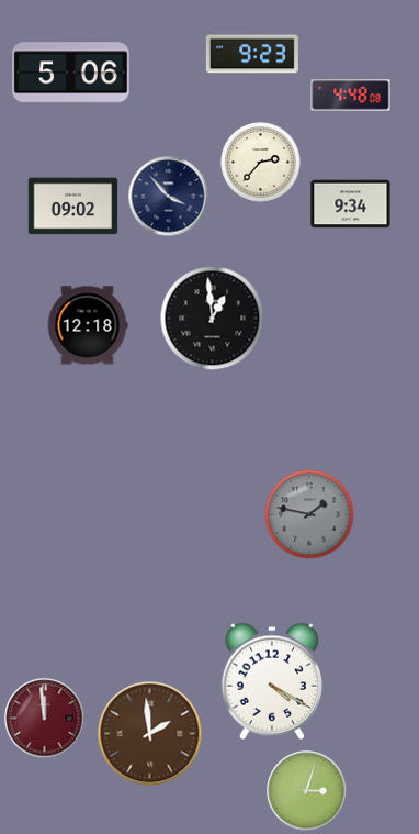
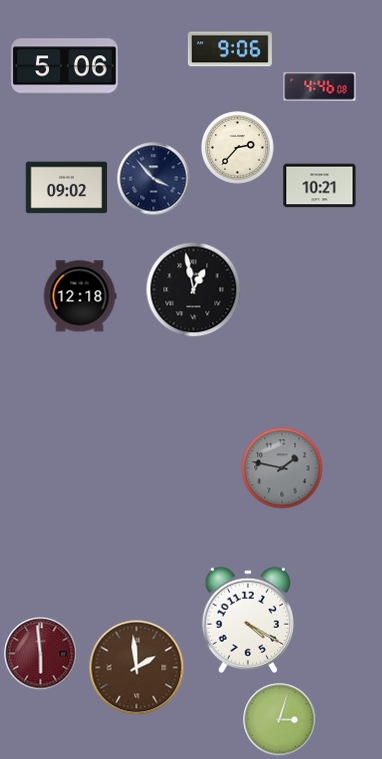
clock at (252, 54): 9:23 -> 9:06
clock at (351, 96): 4:48 -> 4:46
clock at (351, 204): 9:34 -> 10:21
clock at (213, 319): 12:59 -> 12:58
clock at (45, 719): 11:59 -> 5:59
